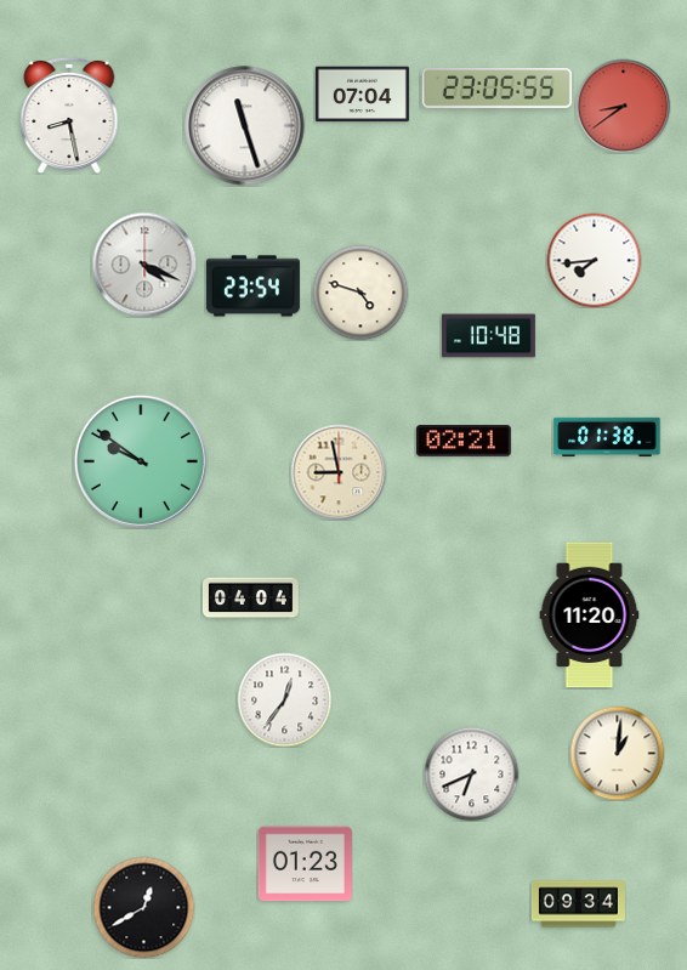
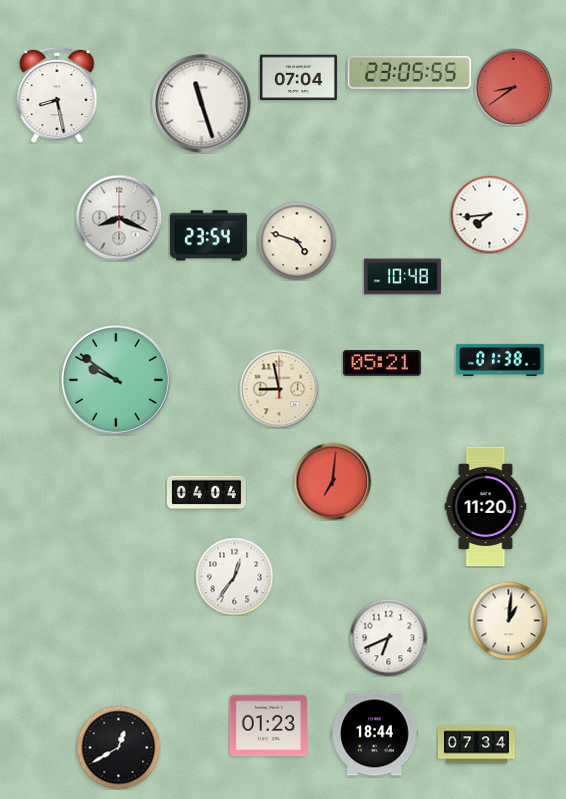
clock at (144, 265): 4:19 -> 8:19
clock at (464, 441): 02:21 -> 05:21
clock at (332, 481): none -> 7:01
clock at (305, 864) position: (305, 864) -> (268, 726)
clock at (375, 734): none -> 18:44
clock at (578, 904): 09:34 -> 07:34
